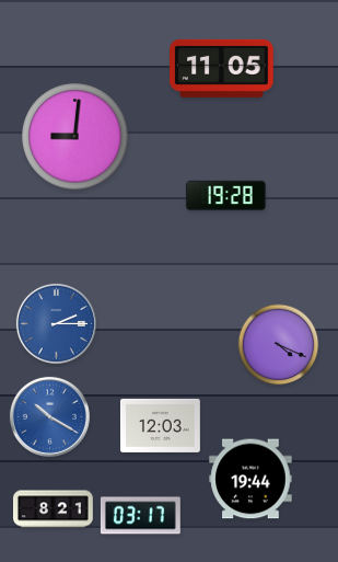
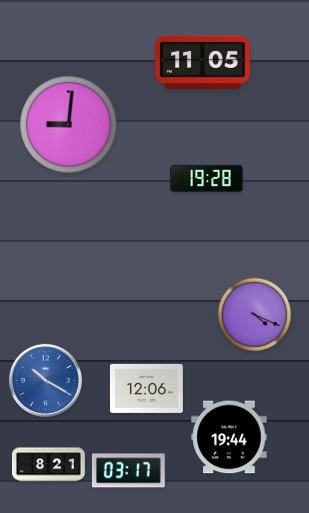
clock at (56, 323): 2:15 -> none
clock at (160, 425): 12:03 -> 12:06
